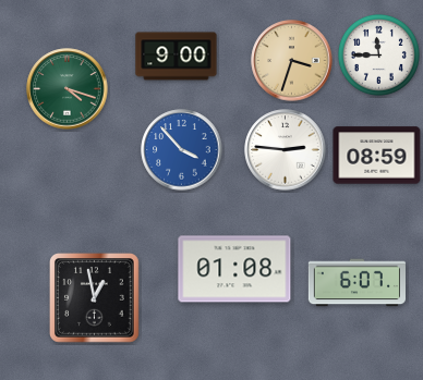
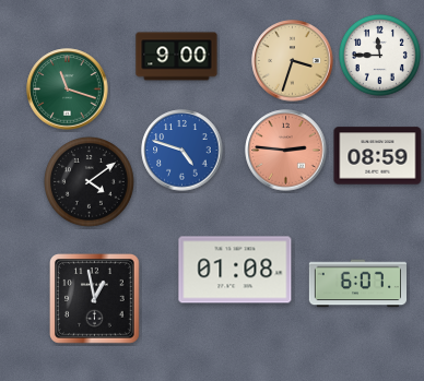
clock at (68, 89): 4:18 -> 11:18
clock at (182, 150): 3:53 -> 4:48
clock at (286, 150) dial: white -> salmon
clock at (90, 182): none -> 4:09
